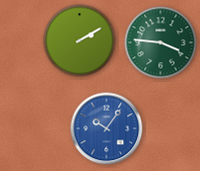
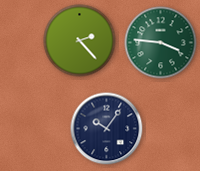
clock at (80, 41): 2:10 -> 2:23
clock at (107, 129) dial: blue -> navy
